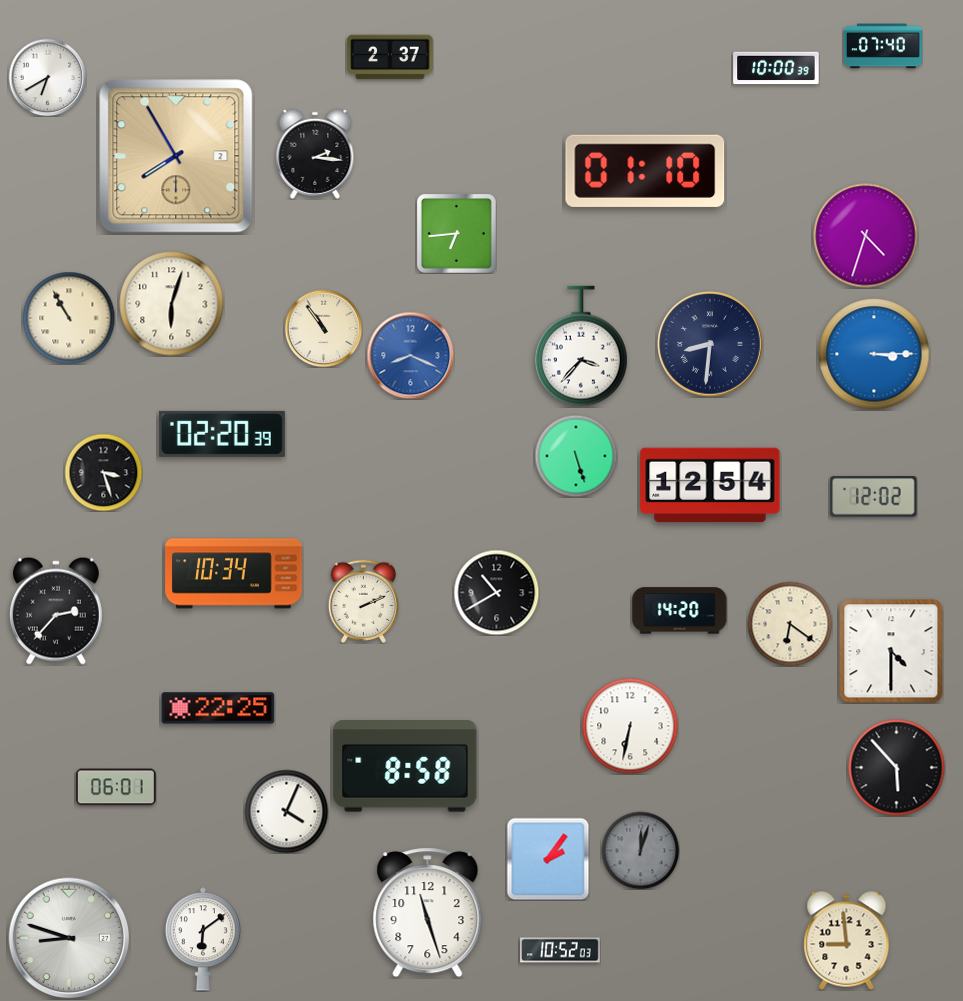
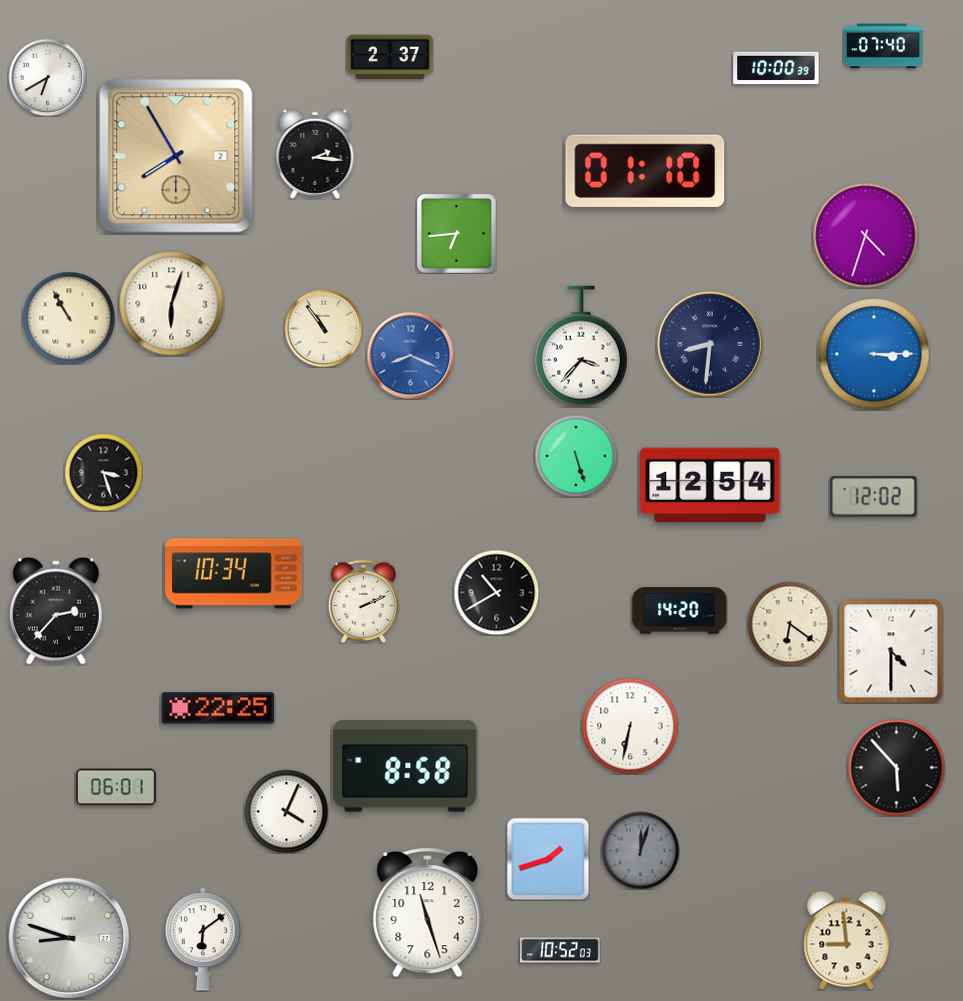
clock at (222, 434): 02:20 -> none
clock at (548, 859): 2:06 -> 1:42
